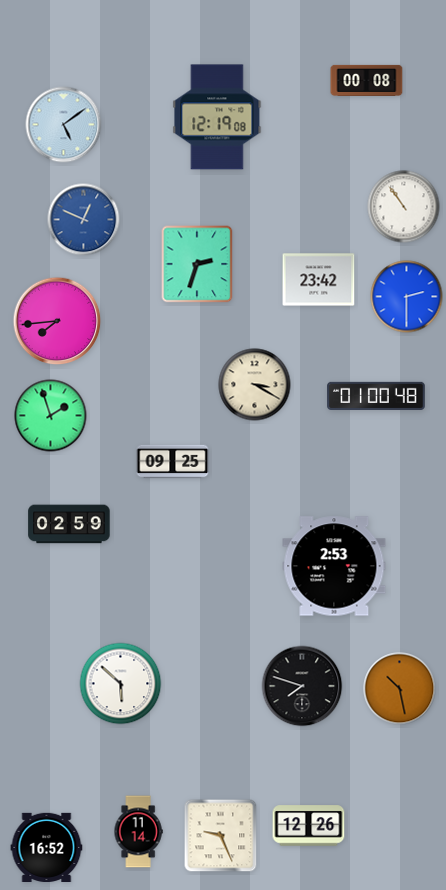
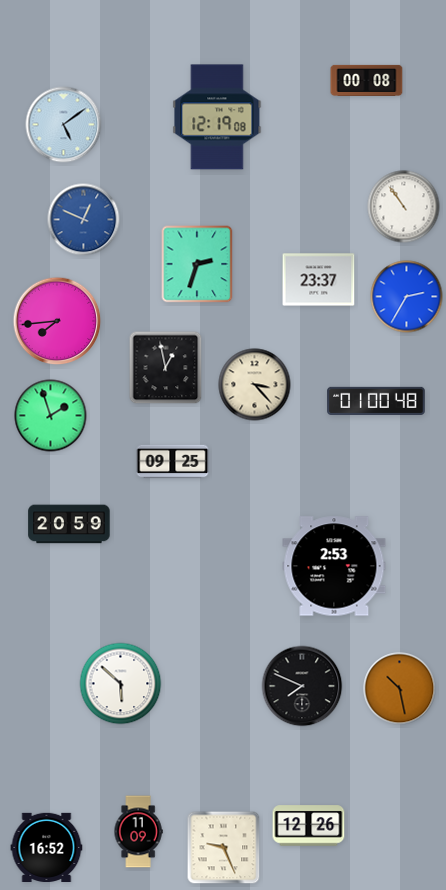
clock at (319, 280): 23:42 -> 23:37
clock at (407, 297): 2:30 -> 2:35
clock at (166, 368): none -> 12:58
clock at (255, 385): 3:20 -> 3:23
clock at (376, 395) position: (376, 395) -> (376, 400)
clock at (69, 524): 02:59 -> 20:59
clock at (302, 686): 7:48 -> 7:49
clock at (138, 832): 11:14 -> 11:09
clock at (221, 836) position: (221, 836) -> (224, 848)
